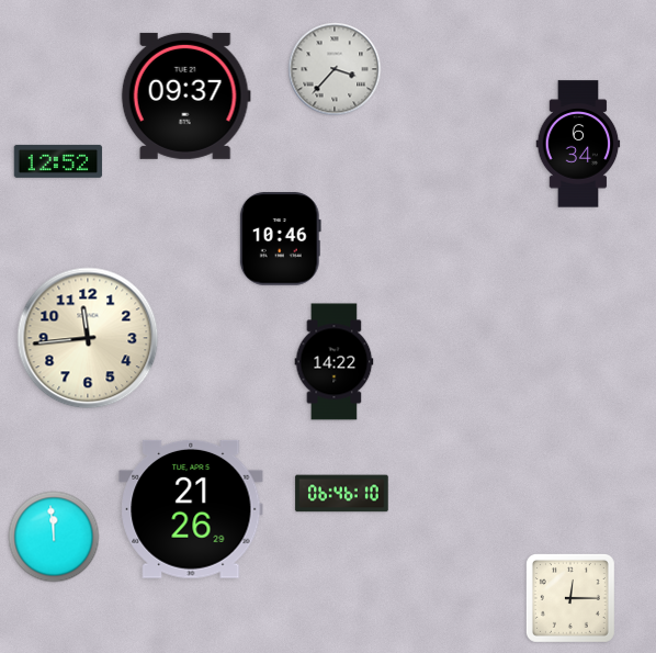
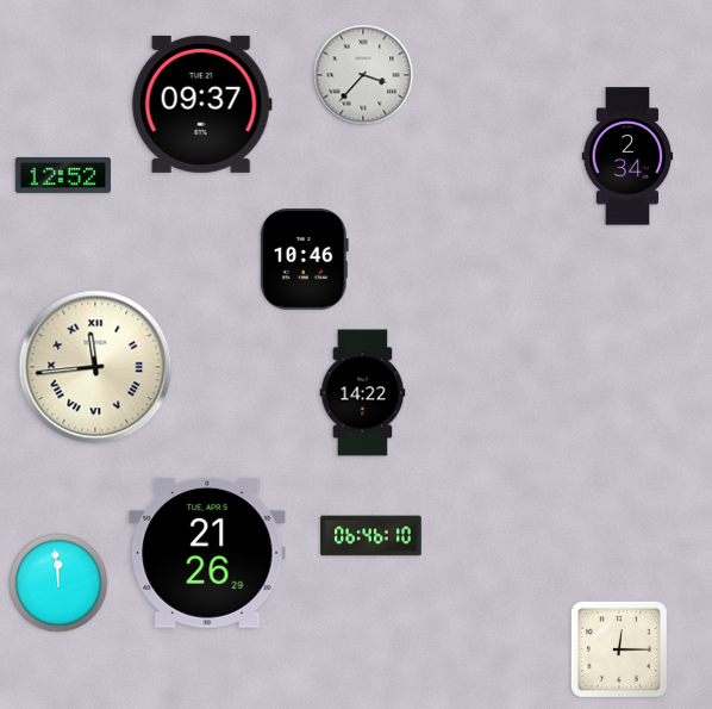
clock at (578, 144): 6:34 -> 2:34
clock at (88, 338) numerals: Arabic -> Roman
